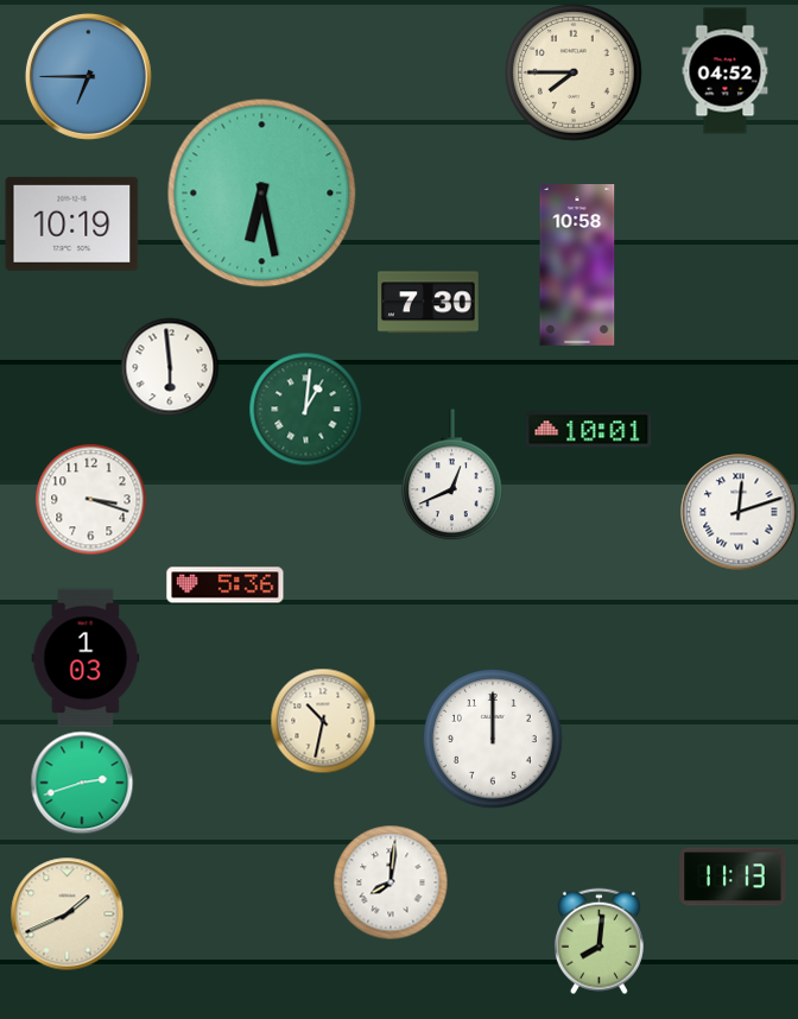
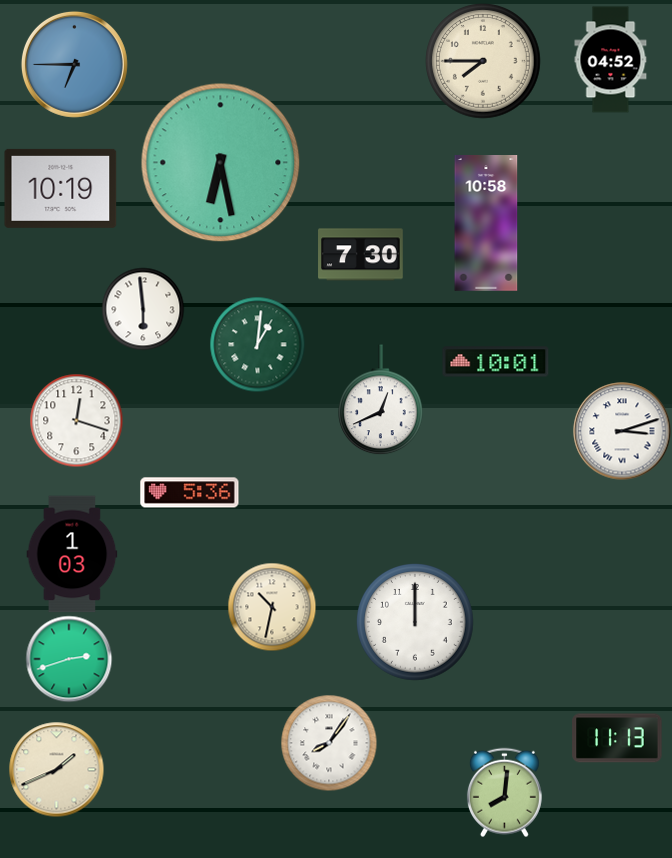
clock at (90, 499): 3:18 -> 12:18
clock at (739, 512): 12:12 -> 3:12
clock at (391, 882): 8:01 -> 8:06
